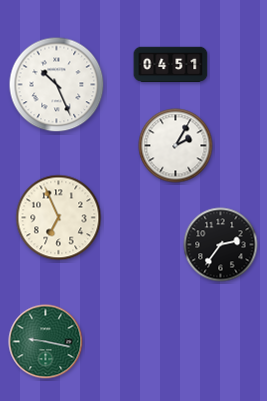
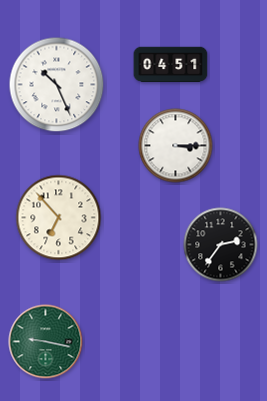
clock at (176, 146): 2:05 -> 3:15
clock at (59, 218): 6:56 -> 6:53
